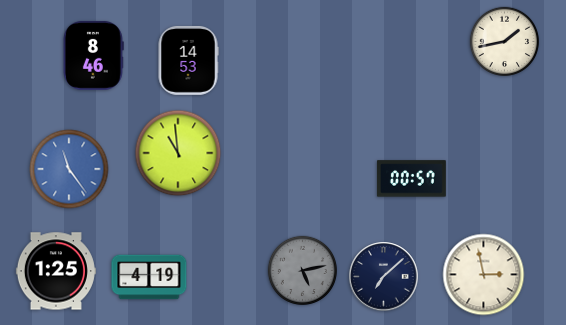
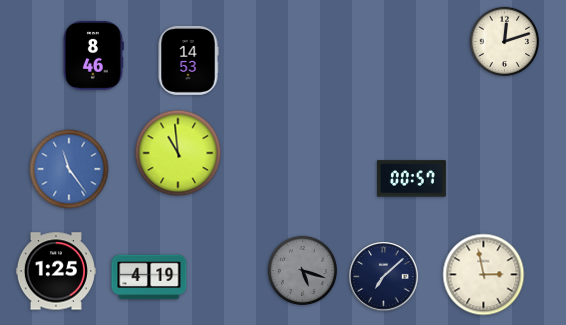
clock at (504, 41): 1:43 -> 12:12
clock at (302, 270): 5:13 -> 5:18
